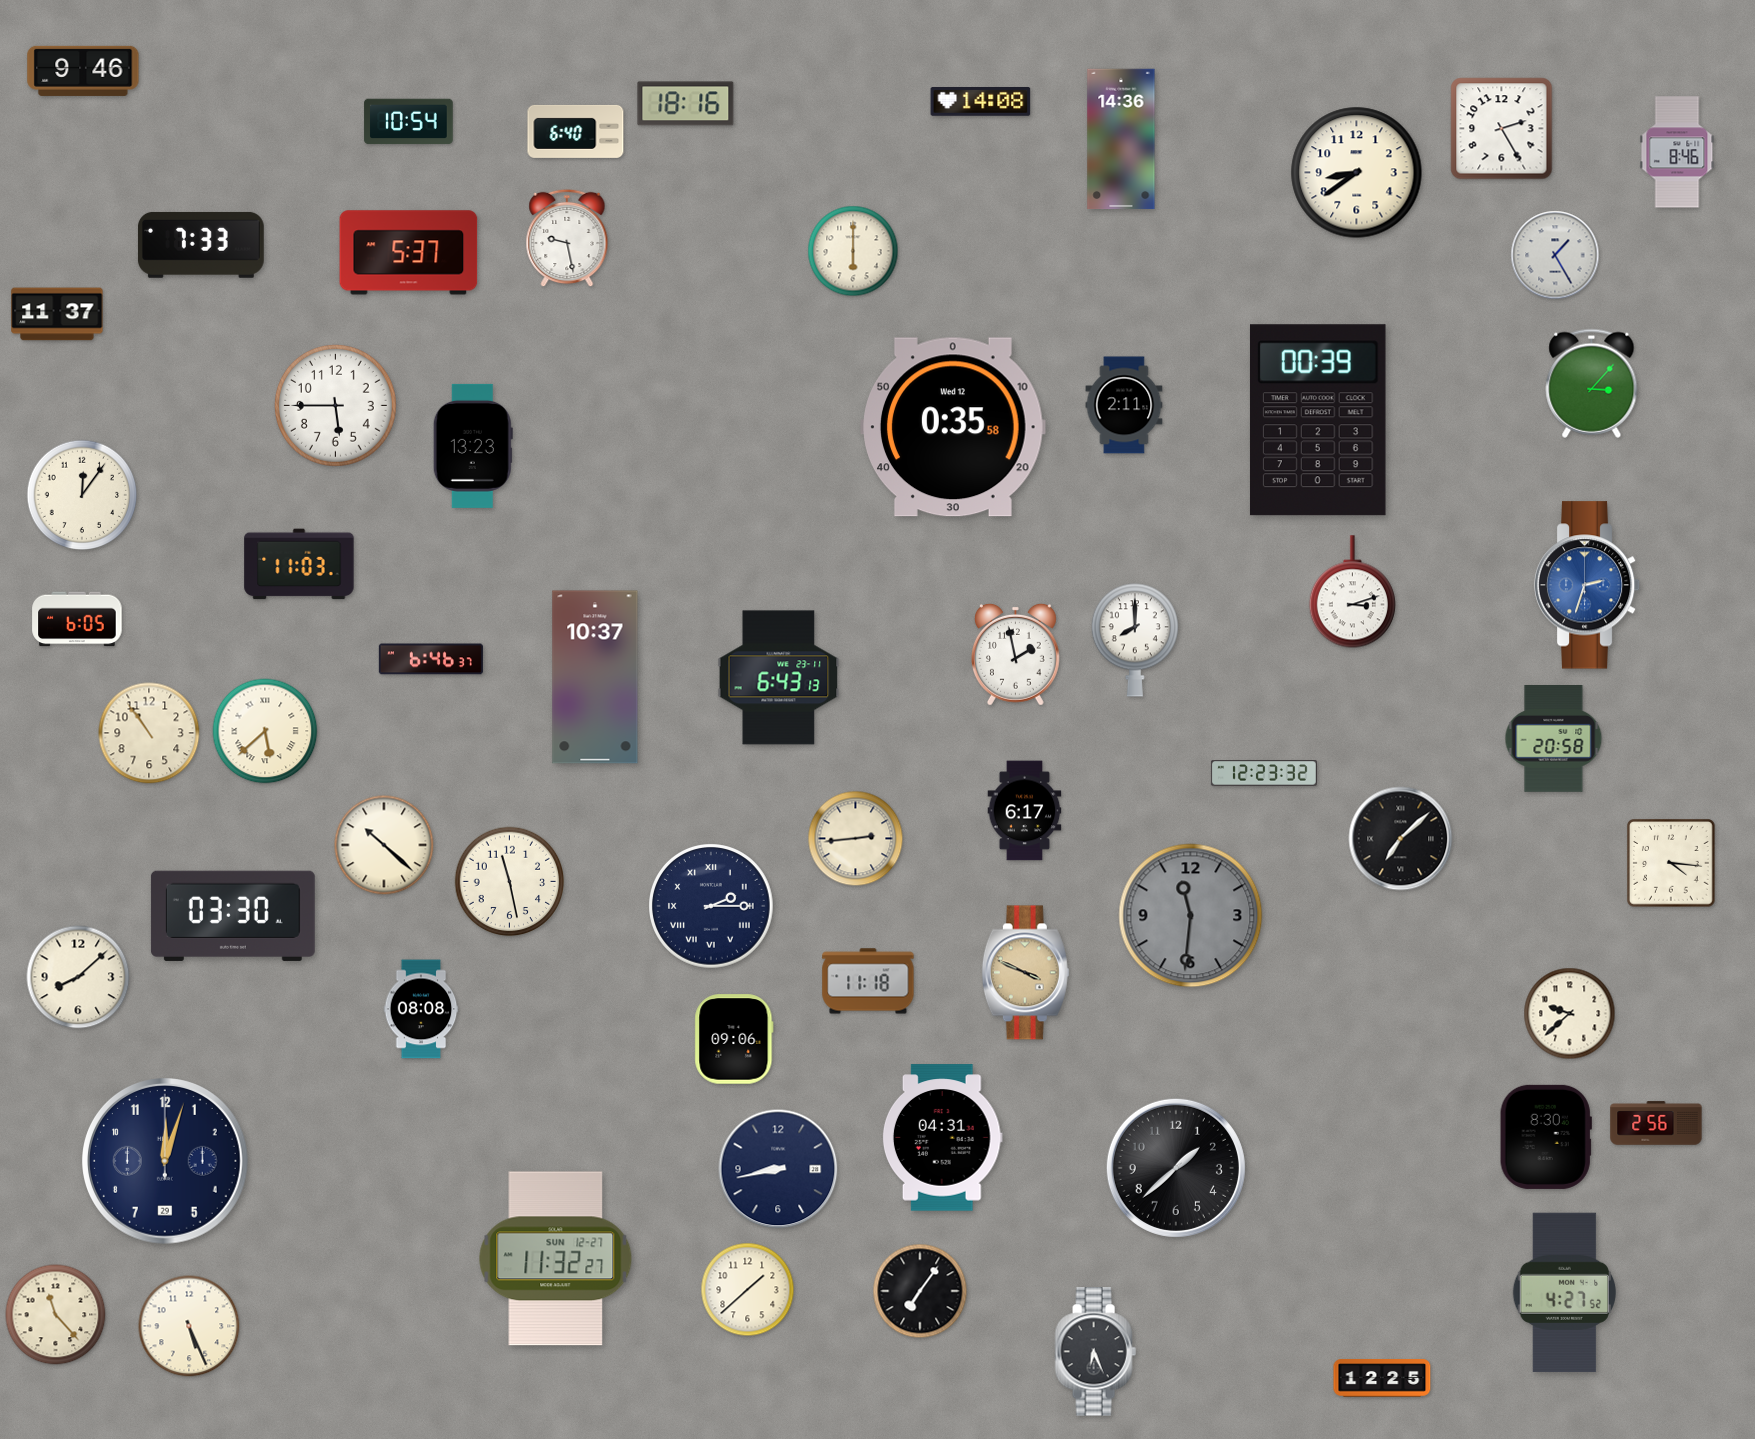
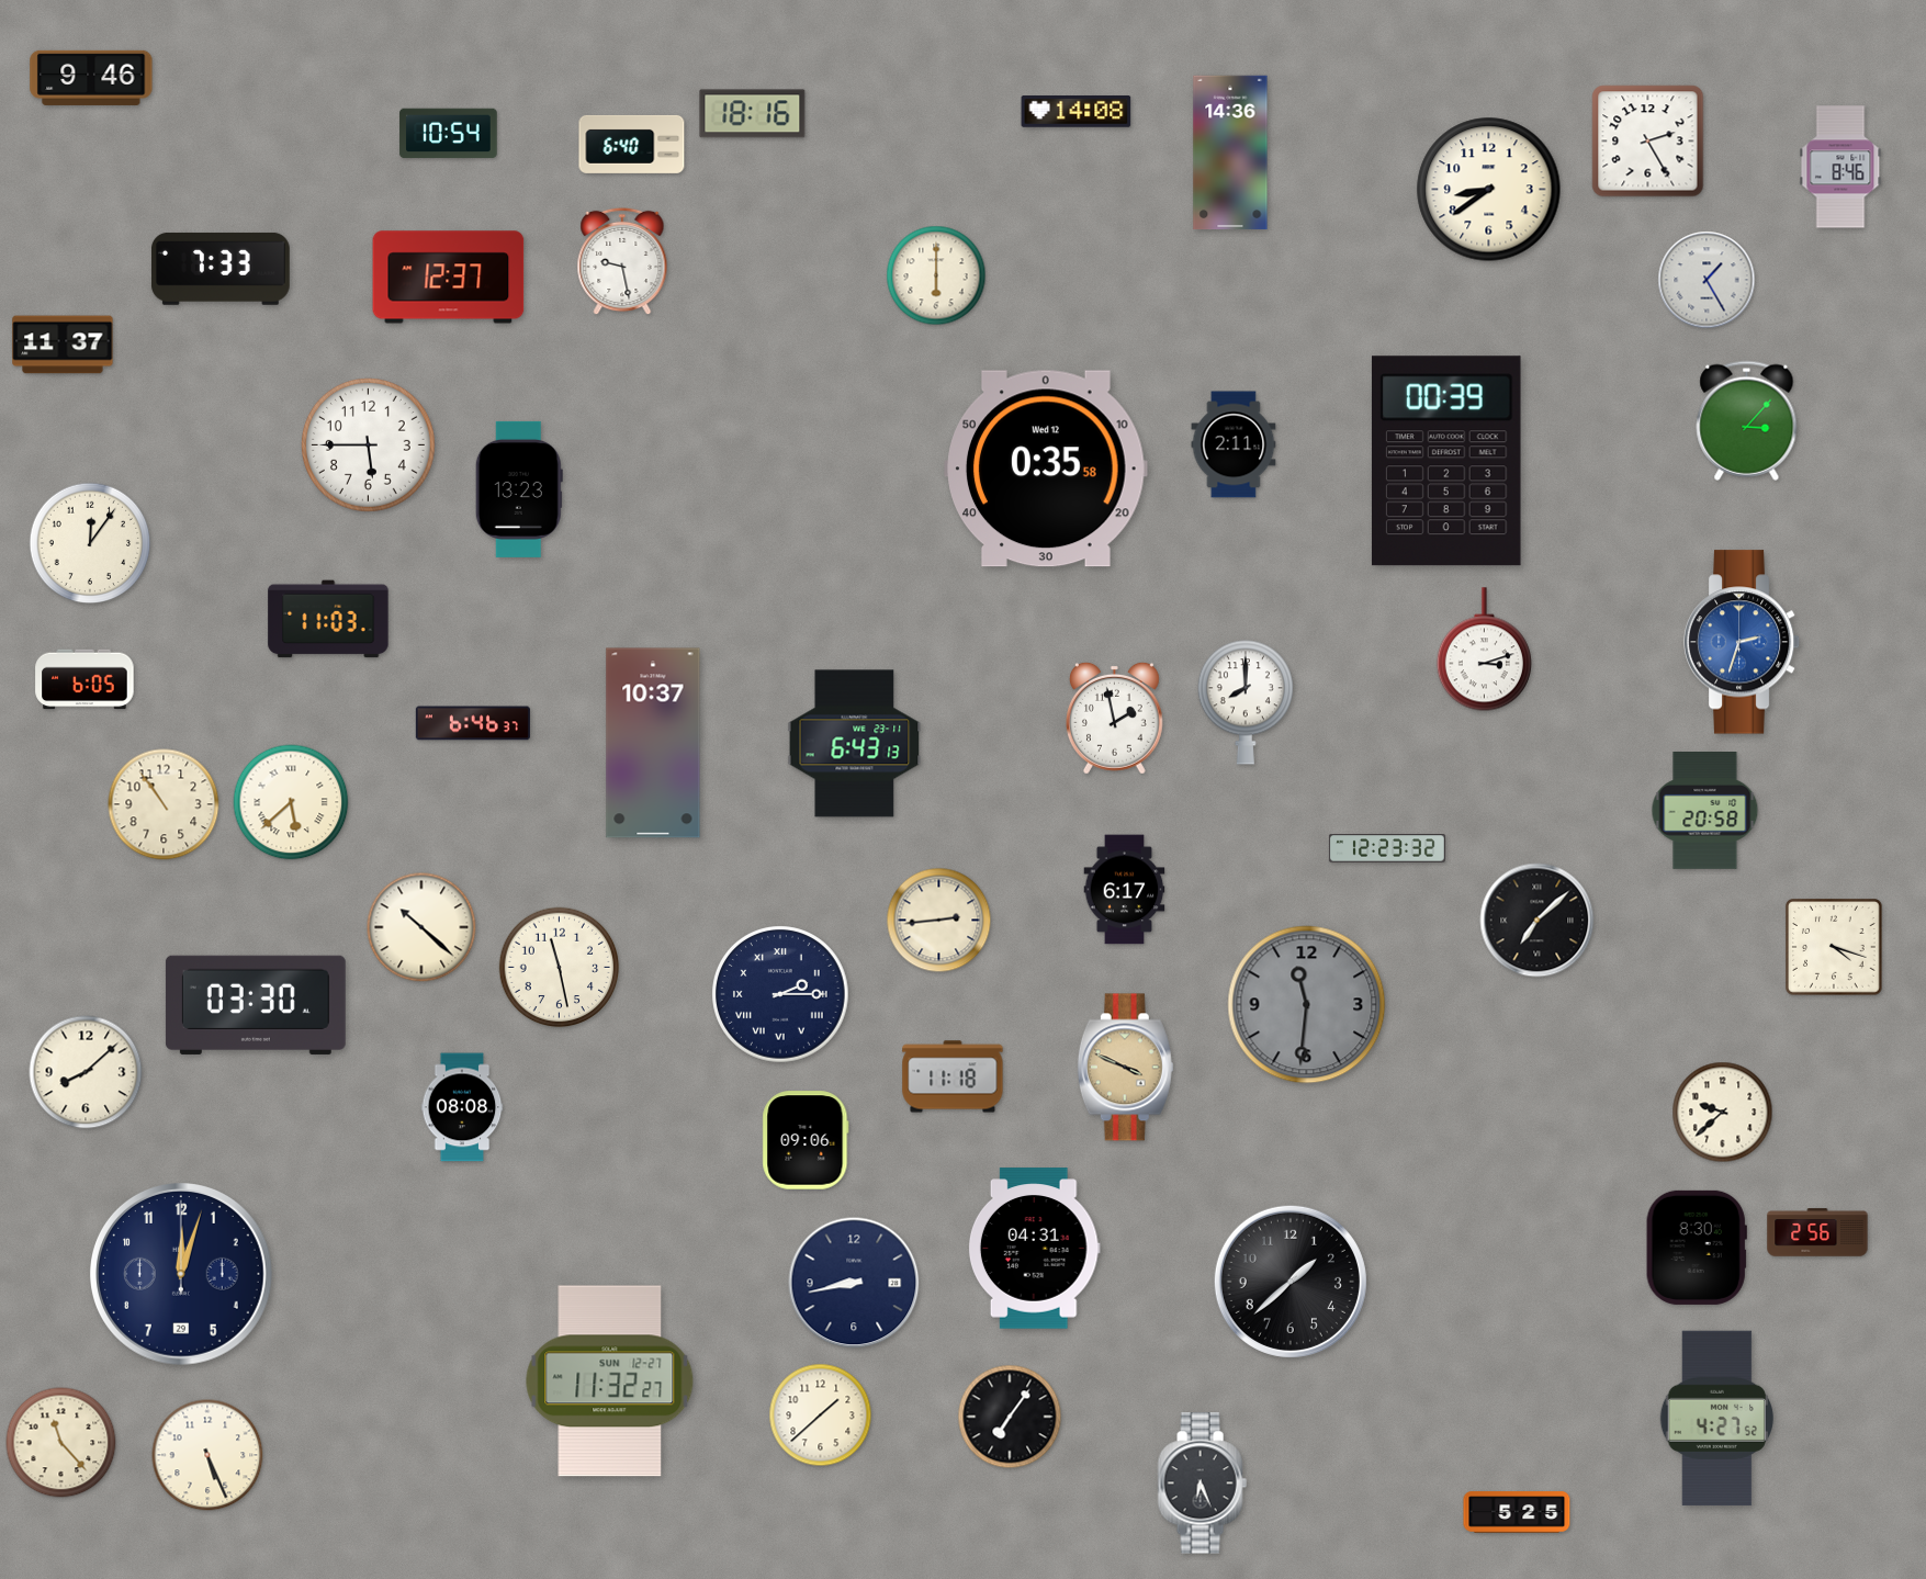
clock at (409, 253): 5:37 -> 12:37
clock at (1671, 863): 4:16 -> 4:18
clock at (1382, 1378): 12:25 -> 5:25
